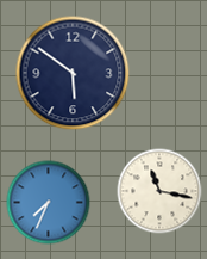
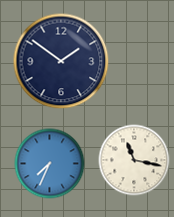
clock at (73, 73): 5:51 -> 1:51
clock at (49, 203) position: (49, 203) -> (50, 164)
